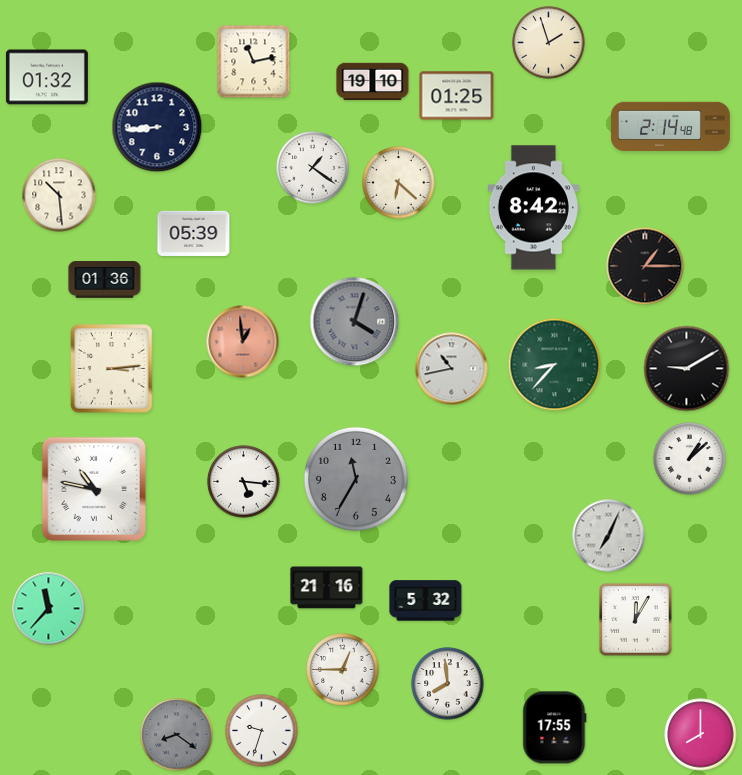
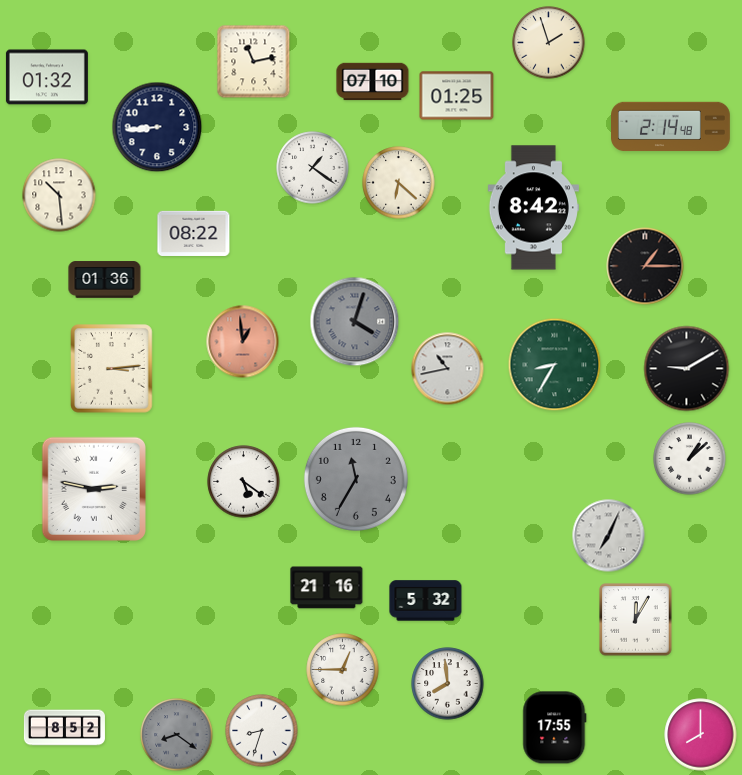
clock at (373, 82): 19:10 -> 07:10
clock at (194, 233): 05:39 -> 08:22
clock at (555, 365): 8:37 -> 8:35
clock at (452, 369) position: (452, 369) -> (448, 369)
clock at (244, 482): 5:16 -> 5:21
clock at (94, 489): 10:47 -> 2:47
clock at (49, 609): 11:37 -> none
clock at (64, 728): none -> 8:52
clock at (262, 731): 9:33 -> 8:33
